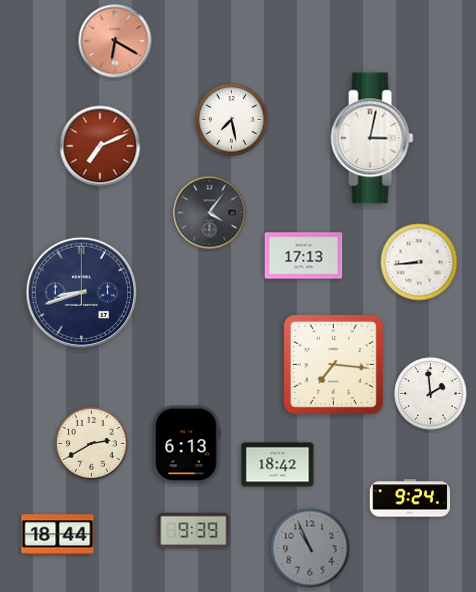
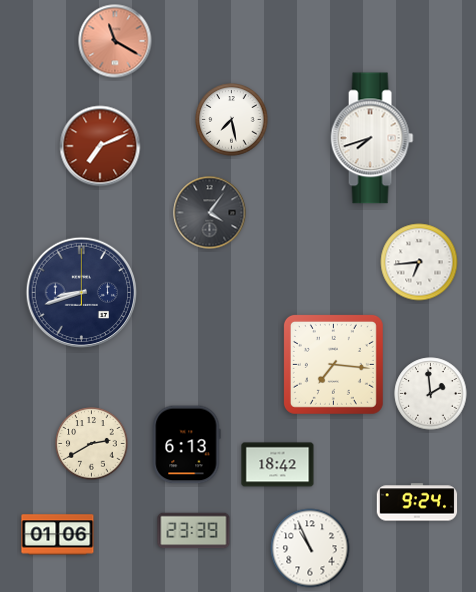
clock at (115, 41): 6:20 -> 11:20
clock at (372, 138): 3:02 -> 7:42
clock at (304, 256): 17:13 -> none
clock at (419, 262): 8:44 -> 6:44
clock at (410, 498) position: (410, 498) -> (417, 502)
clock at (194, 531): 9:39 -> 23:39
clock at (58, 535): 18:44 -> 01:06
clock at (310, 548) dial: grey -> white
